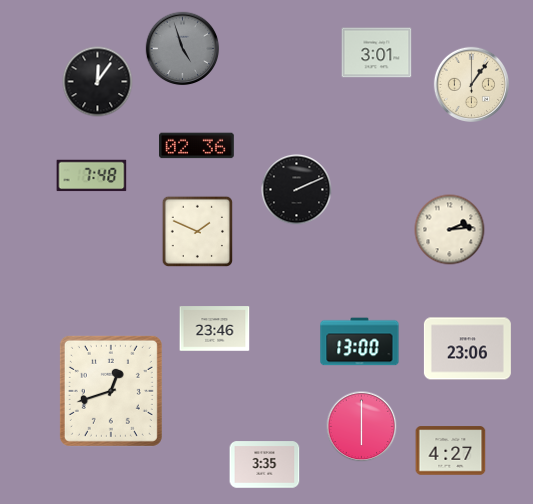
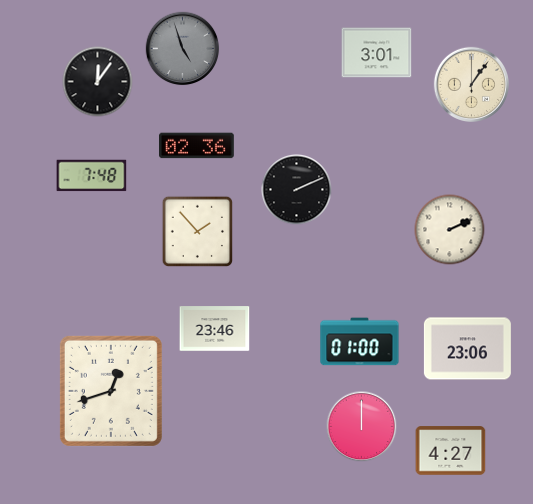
clock at (450, 230): 2:14 -> 2:11
clock at (197, 231): 1:49 -> 1:53
clock at (360, 342): 13:00 -> 01:00
clock at (362, 427): 6:00 -> 12:00
clock at (265, 465): 3:35 -> none
